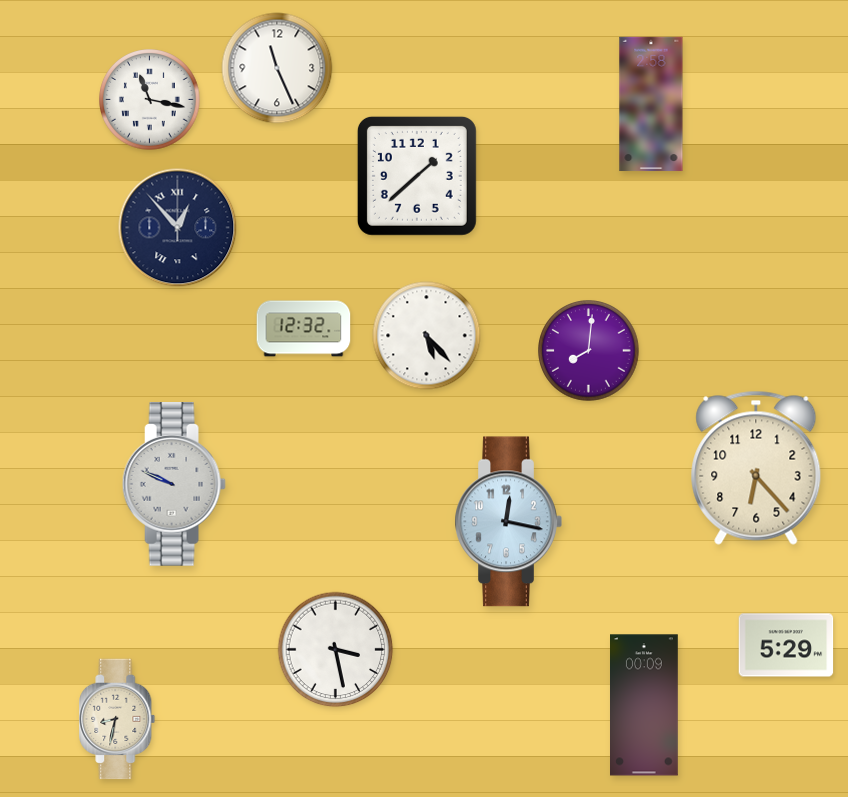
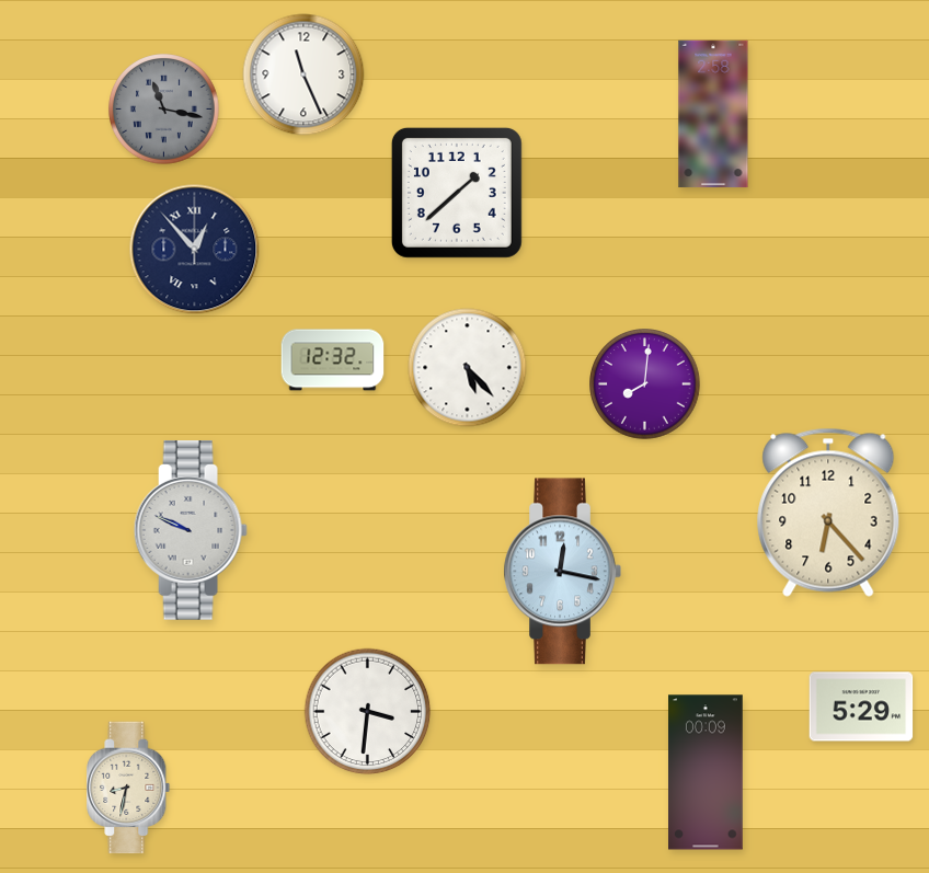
clock at (150, 100) dial: white -> grey
clock at (508, 522) position: (508, 522) -> (562, 572)
clock at (336, 650): 3:28 -> 3:31
